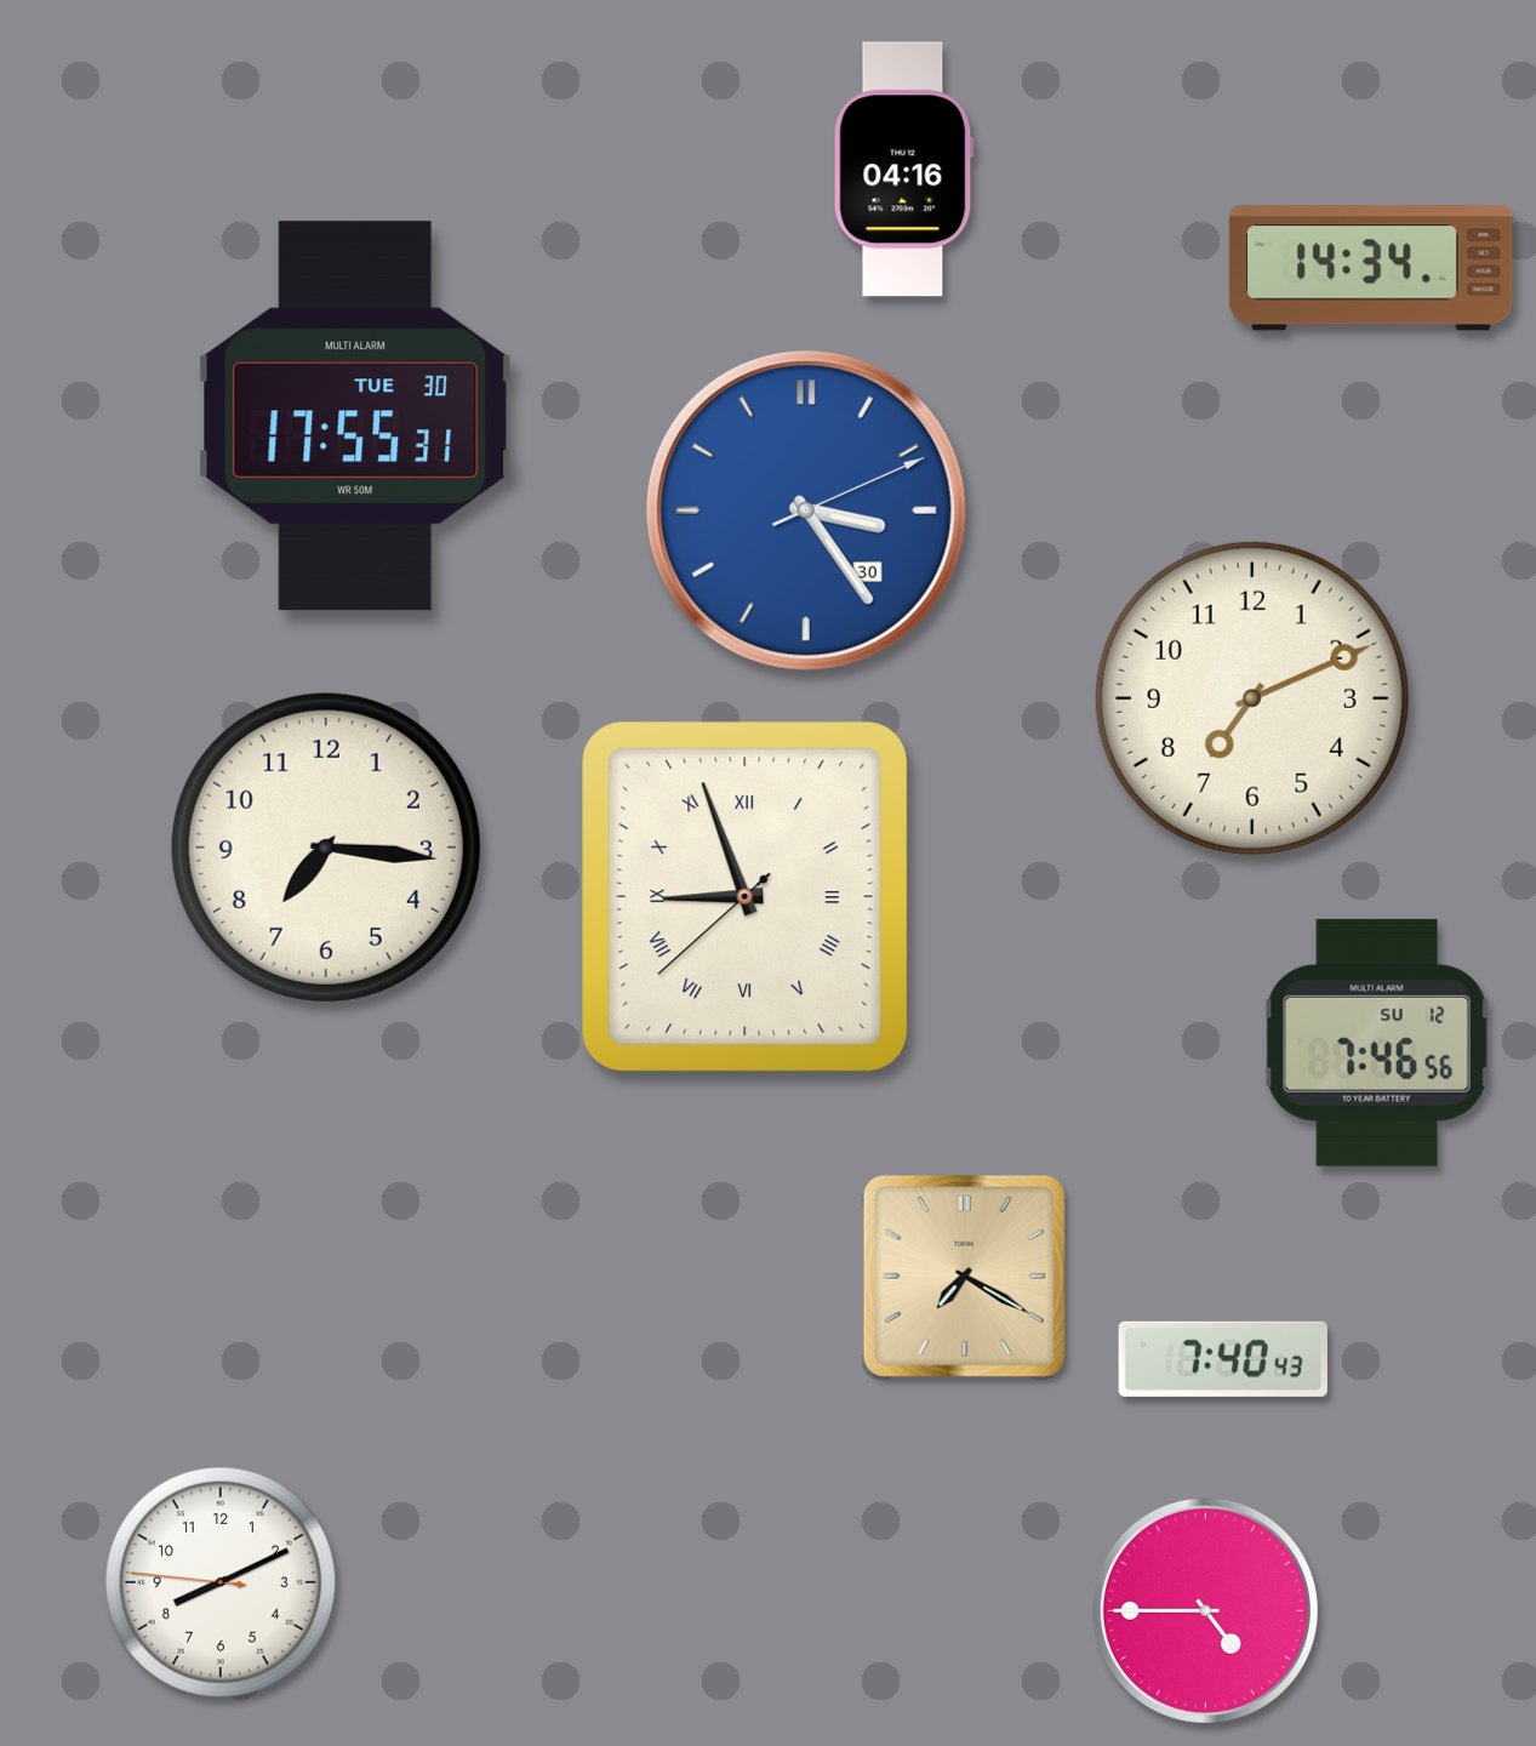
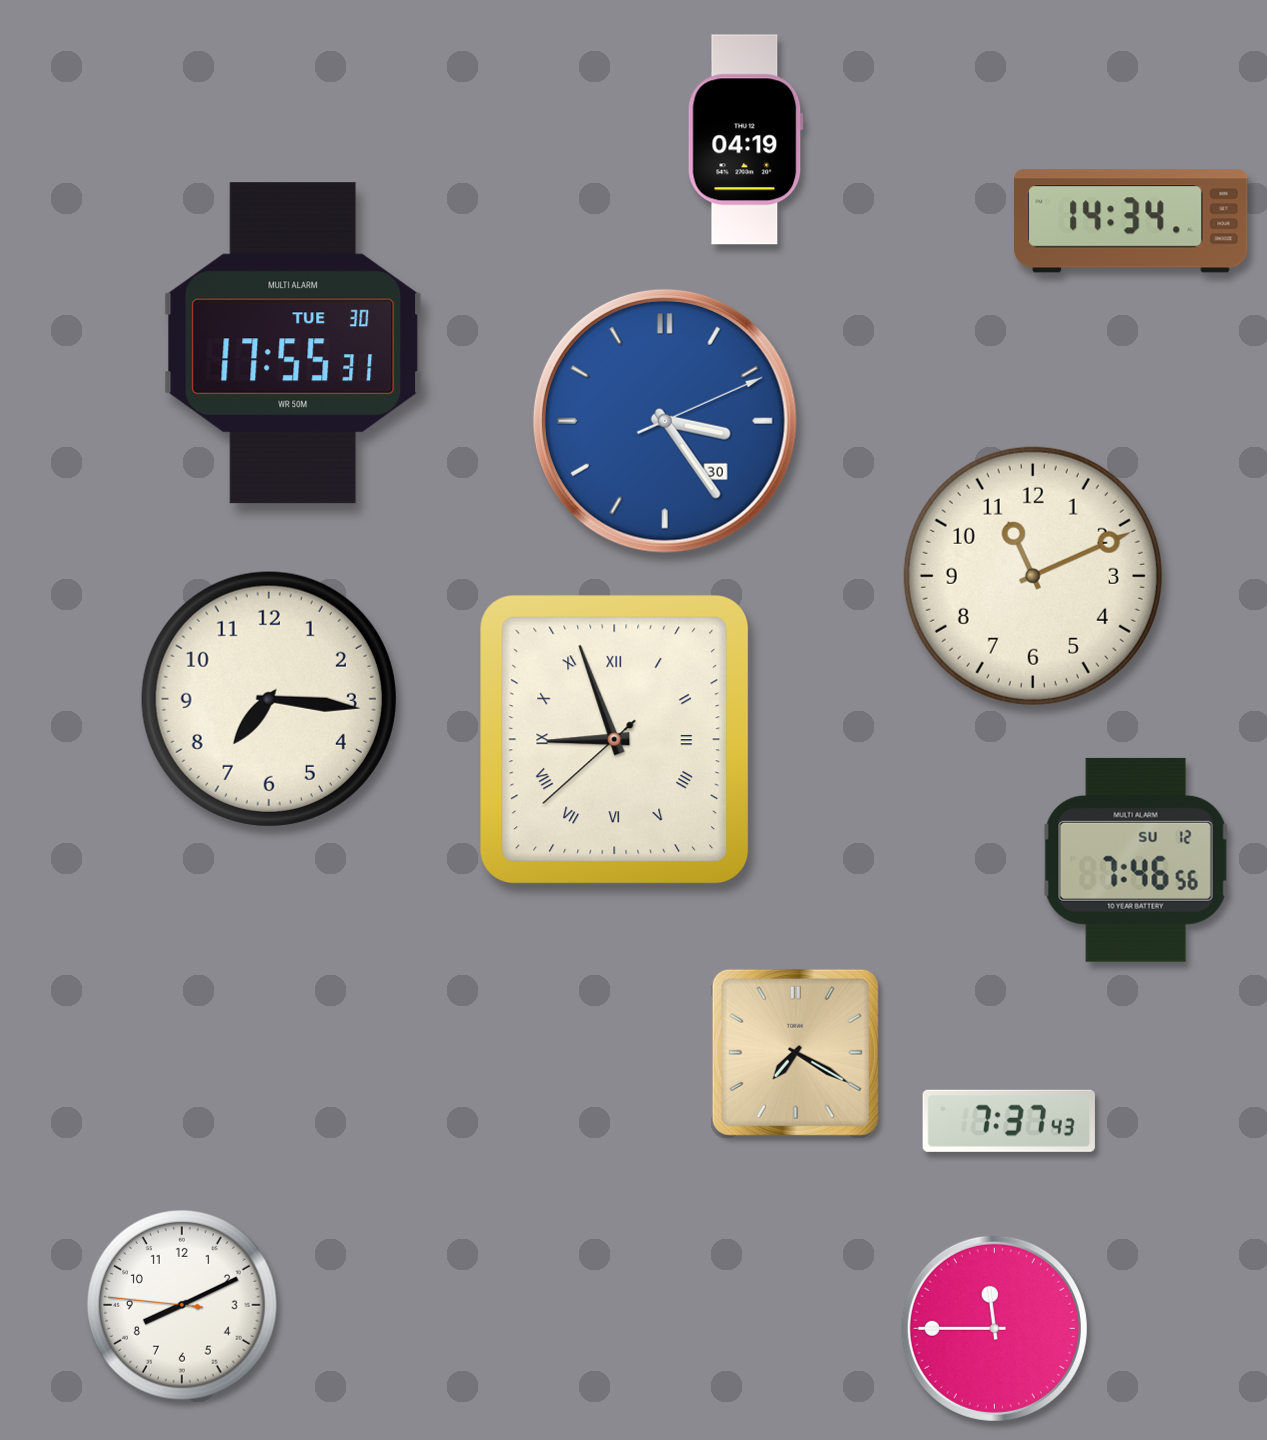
clock at (903, 170): 04:16 -> 04:19
clock at (1252, 698): 7:11 -> 11:11
clock at (1223, 1359): 7:40 -> 7:37
clock at (1205, 1610): 4:45 -> 11:45
